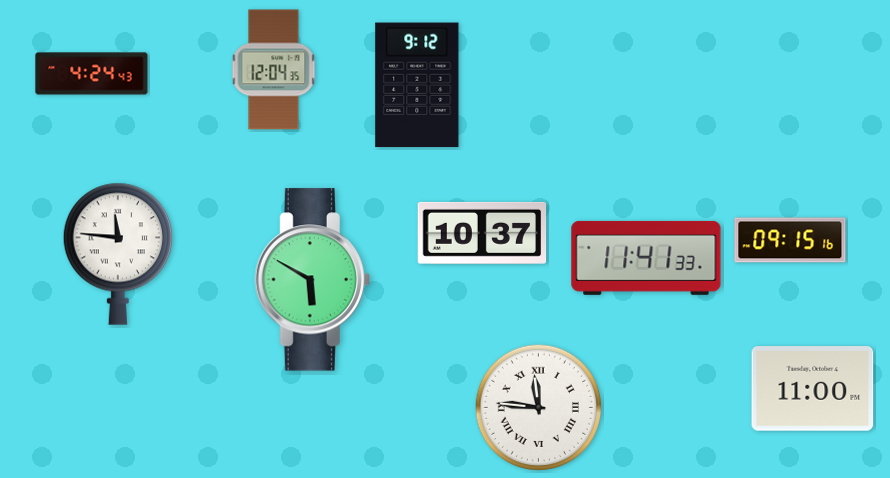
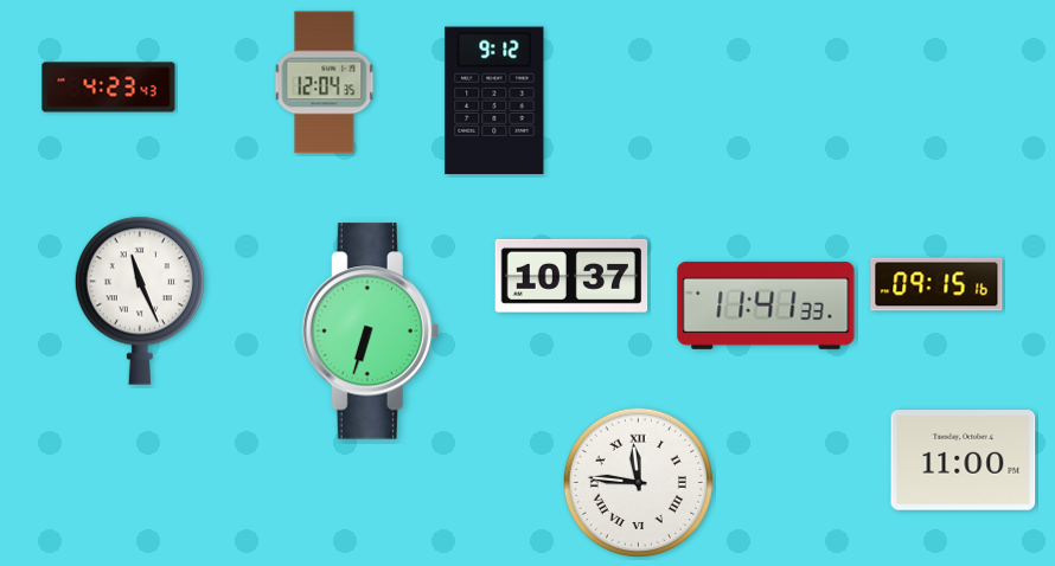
clock at (92, 74): 4:24 -> 4:23
clock at (117, 254): 11:46 -> 11:26
clock at (312, 280): 5:50 -> 6:33
